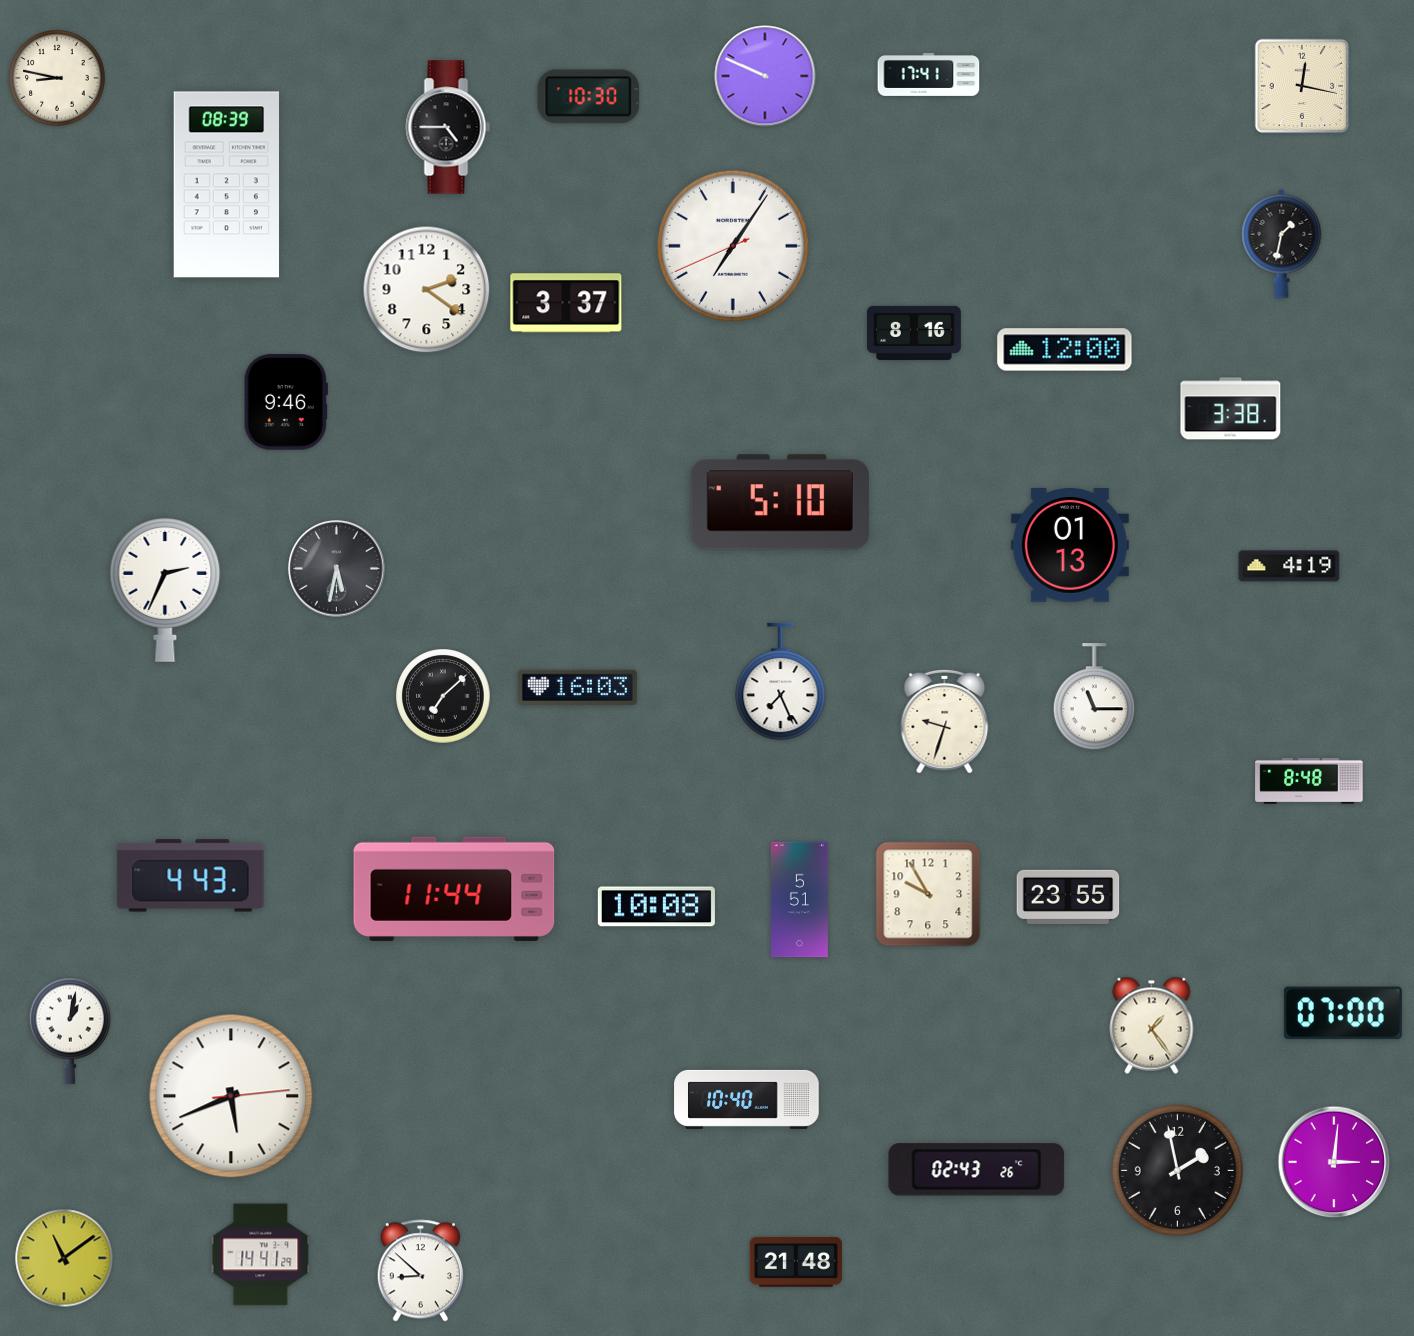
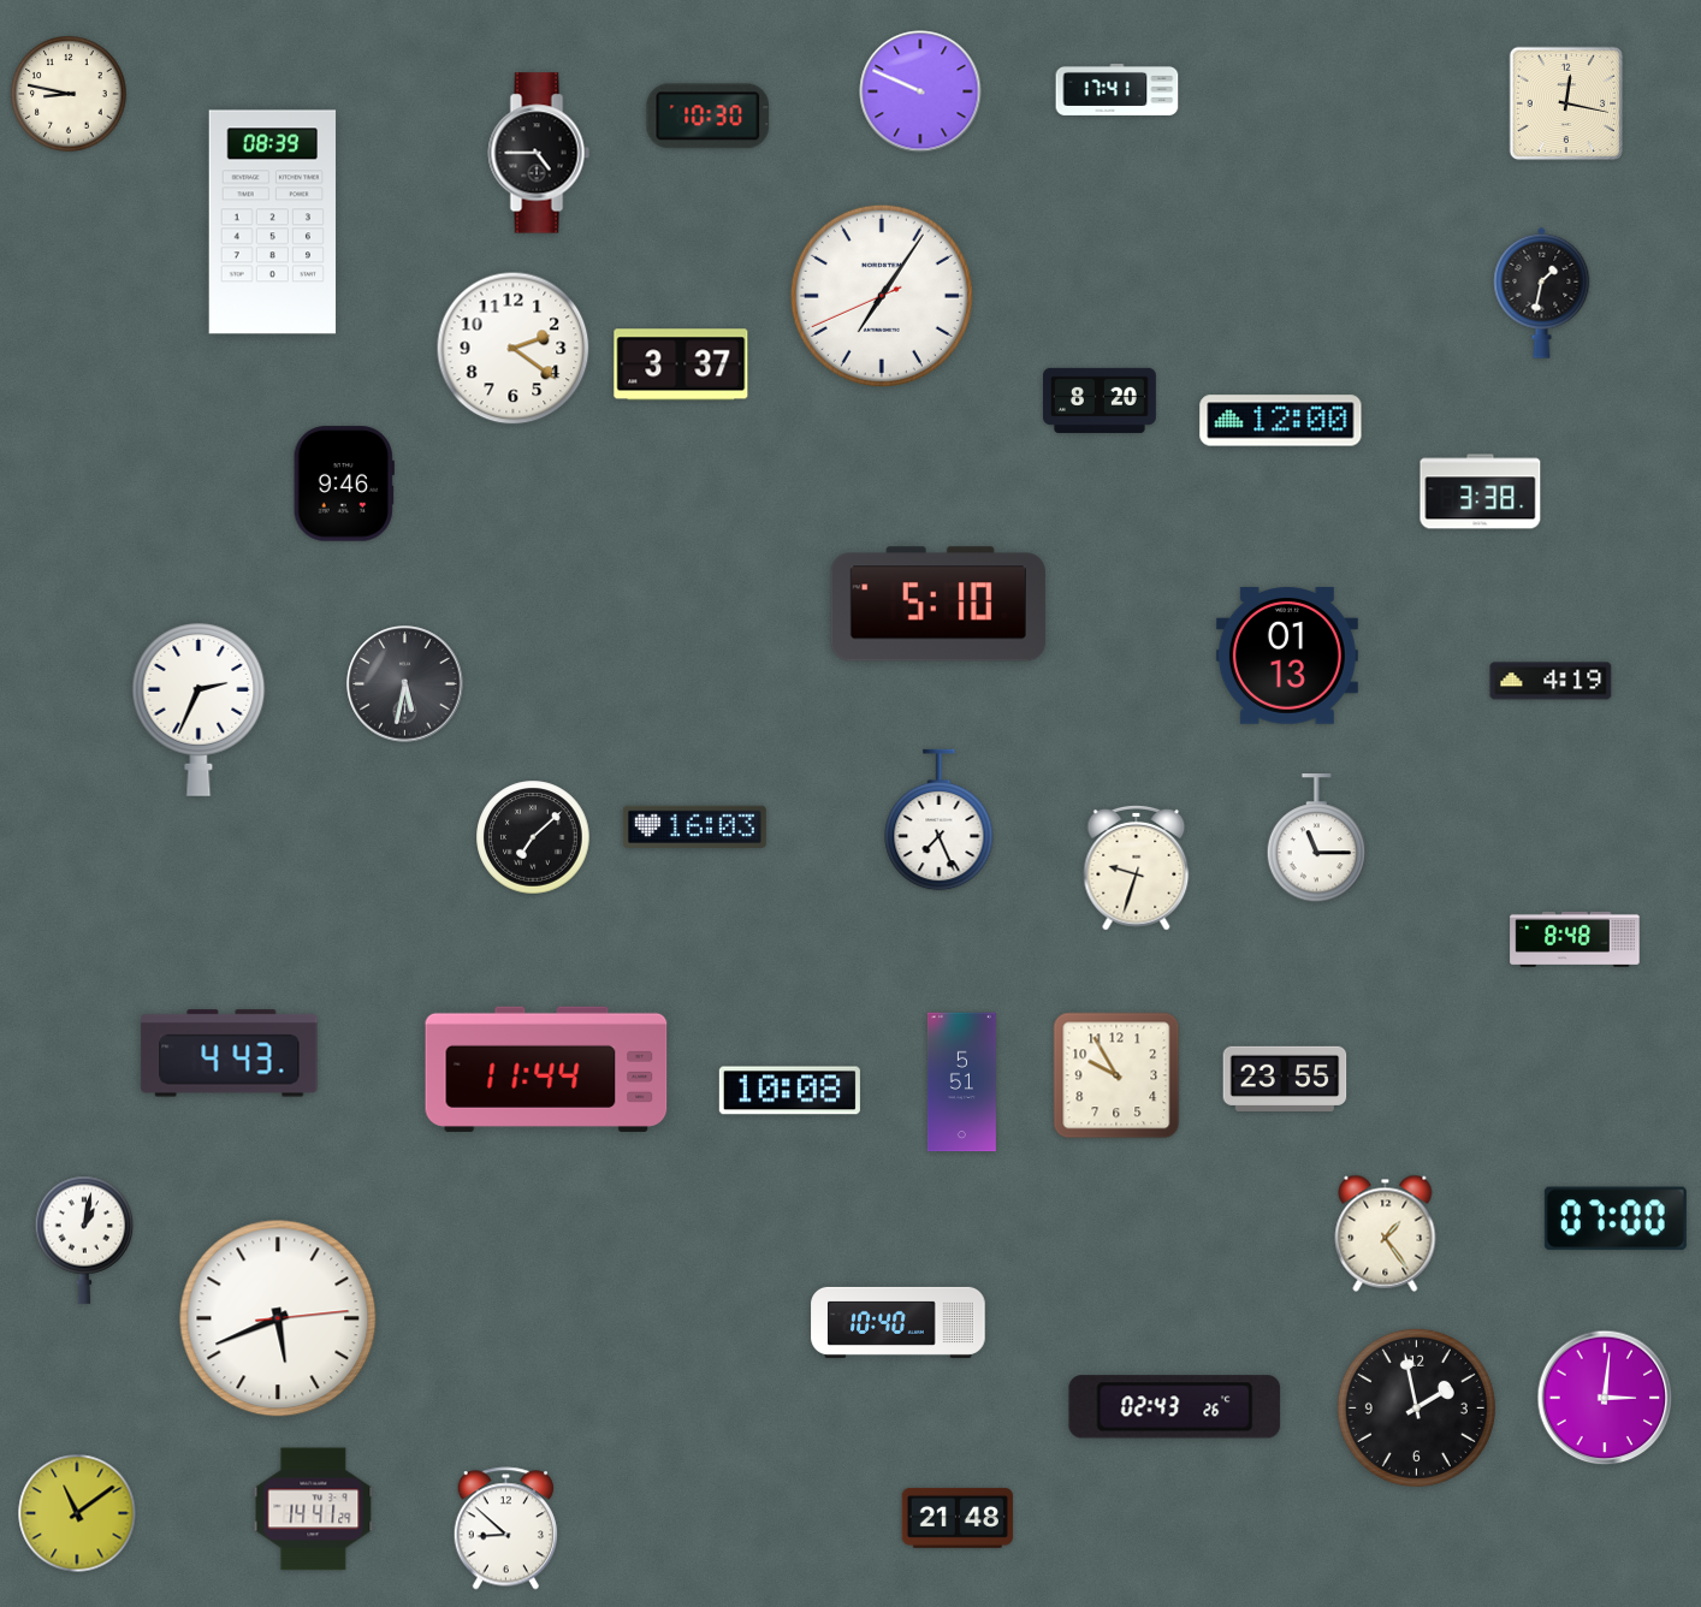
clock at (915, 333): 8:16 -> 8:20
